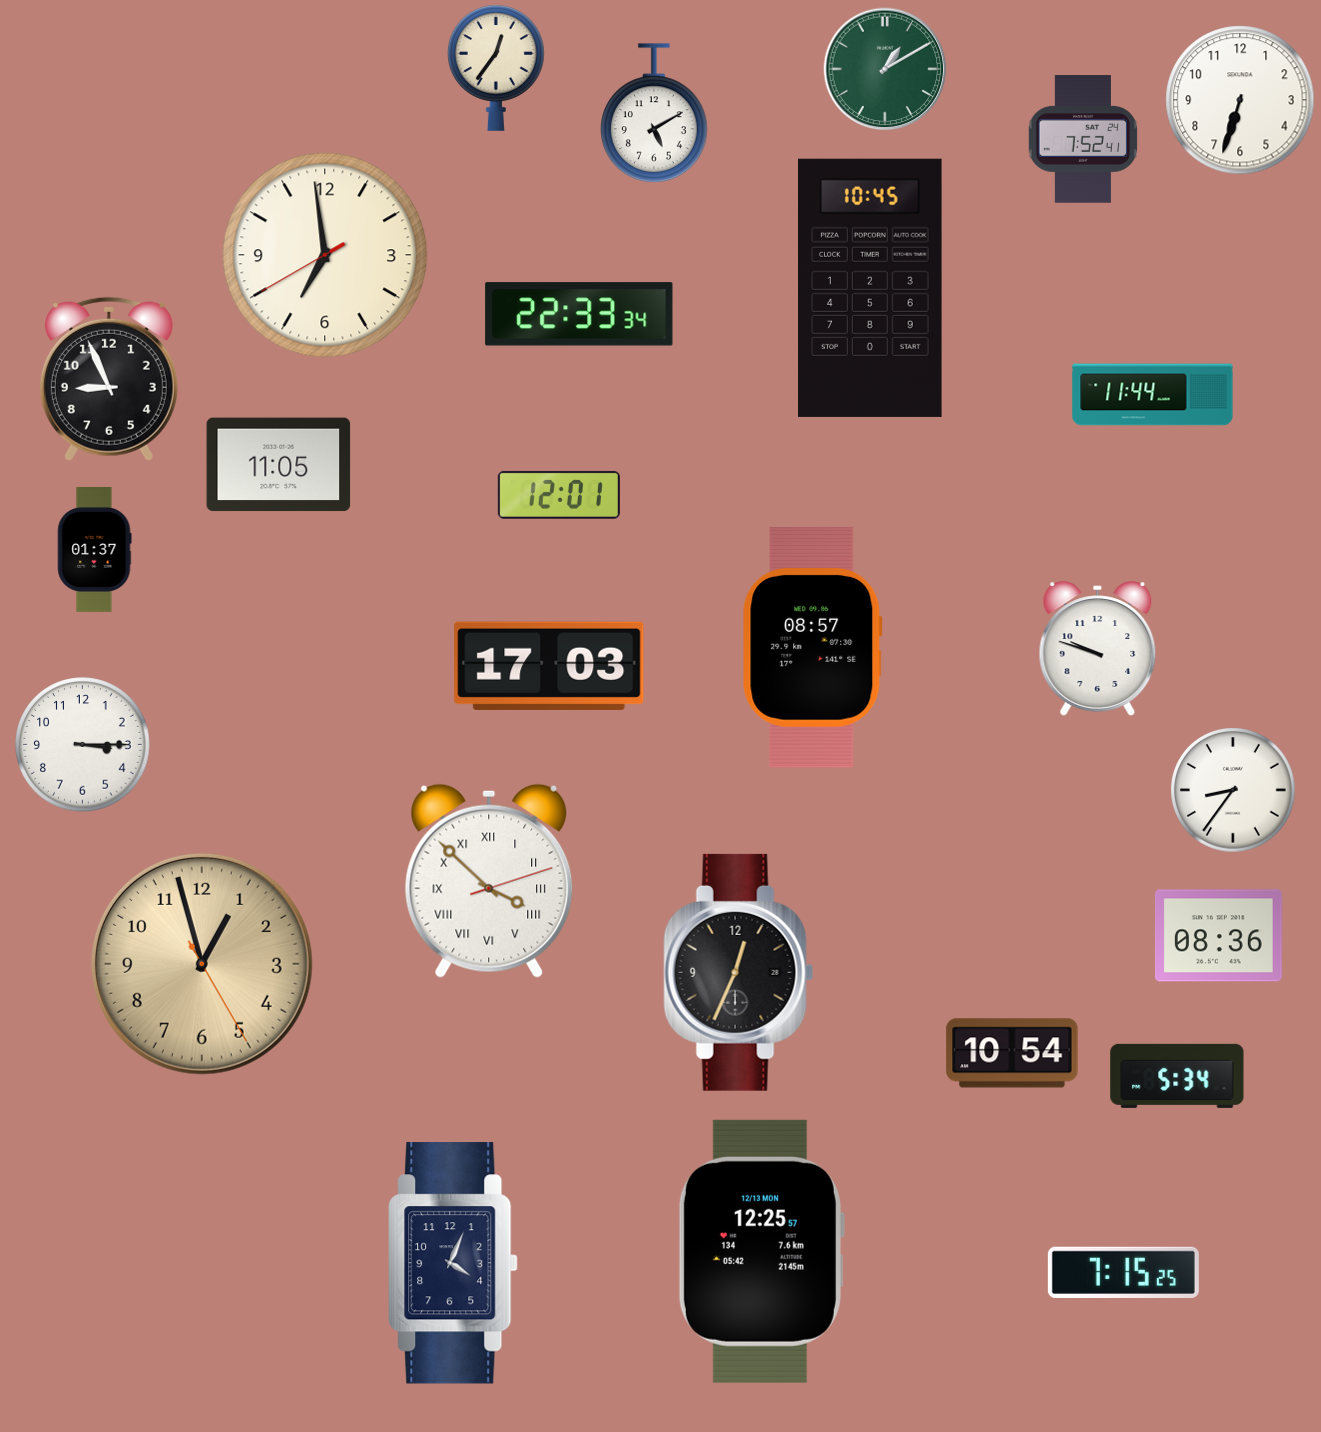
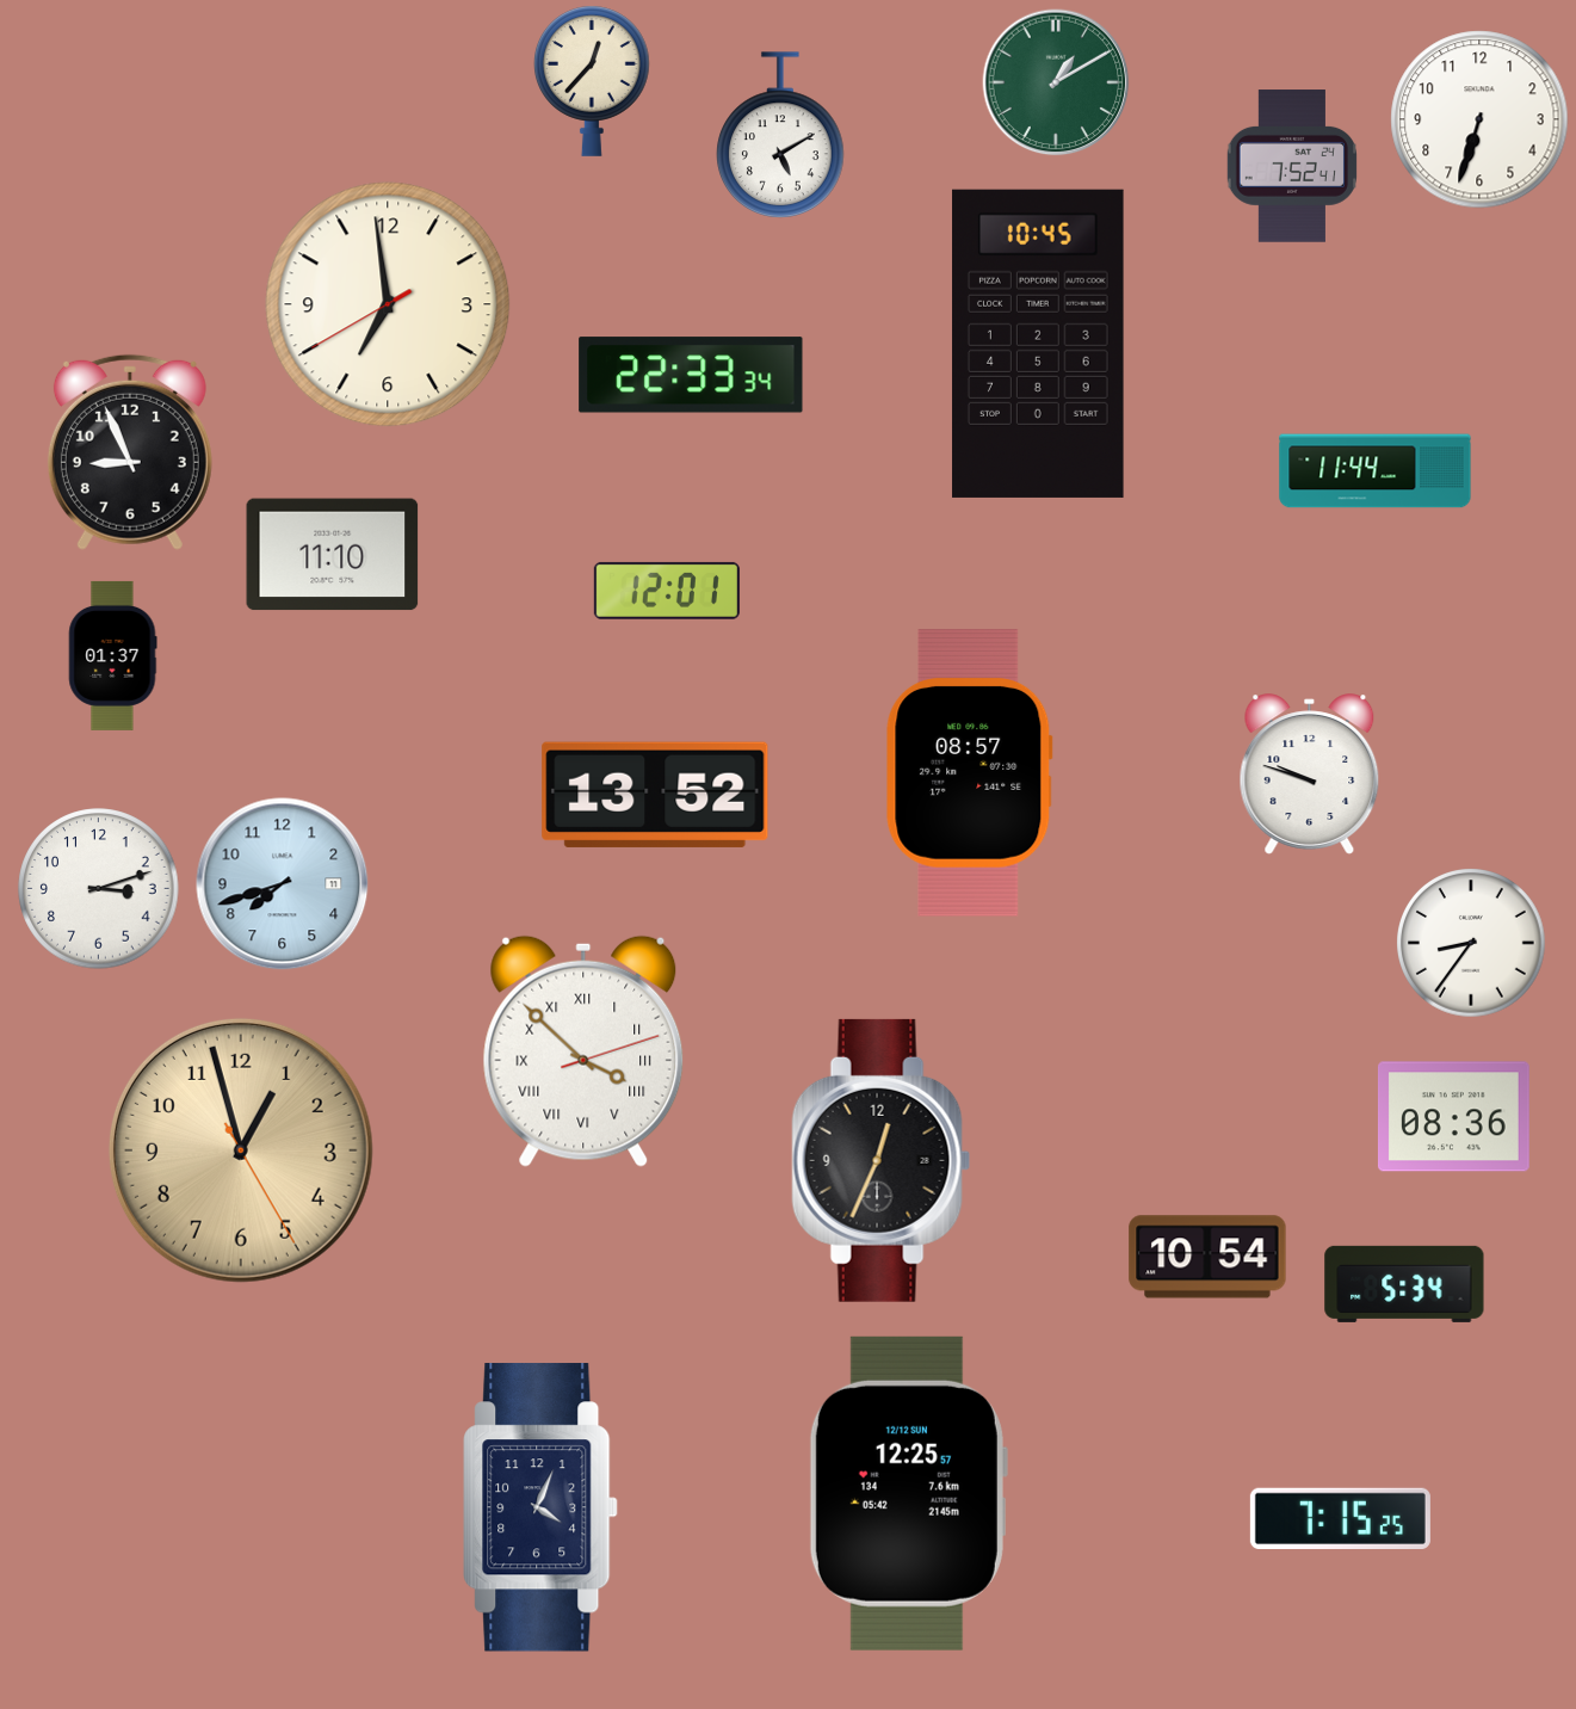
clock at (497, 68): 12:36 -> 12:37
clock at (279, 465): 11:05 -> 11:10
clock at (549, 666): 17:03 -> 13:52
clock at (283, 884): none -> 7:42
clock at (83, 745): 3:15 -> 3:12
clock at (761, 1251) date: 12/13 MON -> 12/12 SUN
